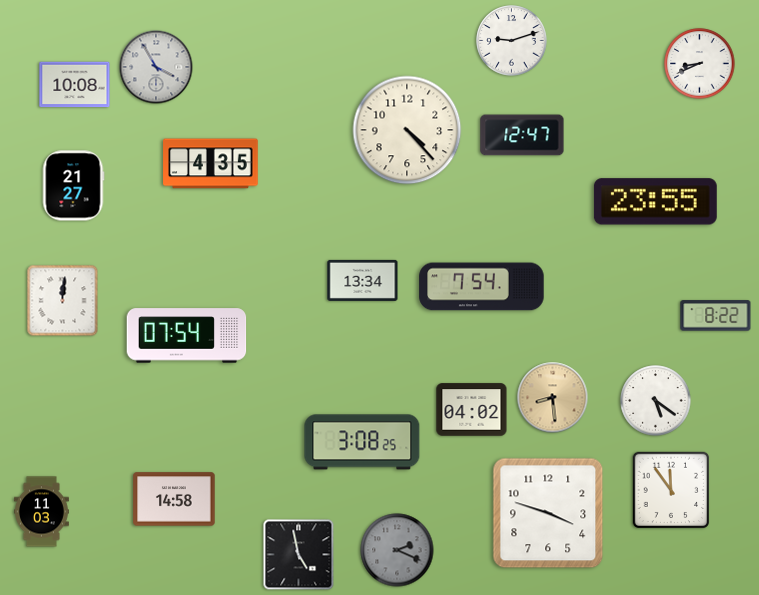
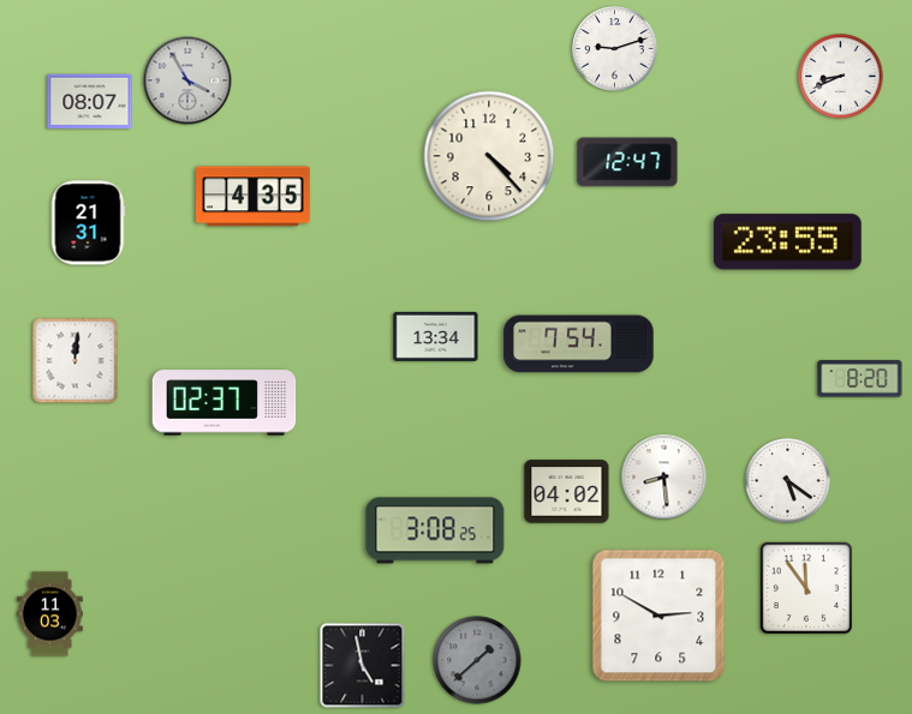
clock at (75, 85): 10:08 -> 08:07
clock at (73, 186): 21:27 -> 21:31
clock at (716, 316): 8:22 -> 8:20
clock at (187, 336): 07:54 -> 02:37
clock at (553, 398) dial: champagne -> white
clock at (174, 499): 14:58 -> none
clock at (548, 513): 3:48 -> 2:50
clock at (397, 550): 2:19 -> 1:38
clock at (299, 555) position: (299, 555) -> (363, 666)
